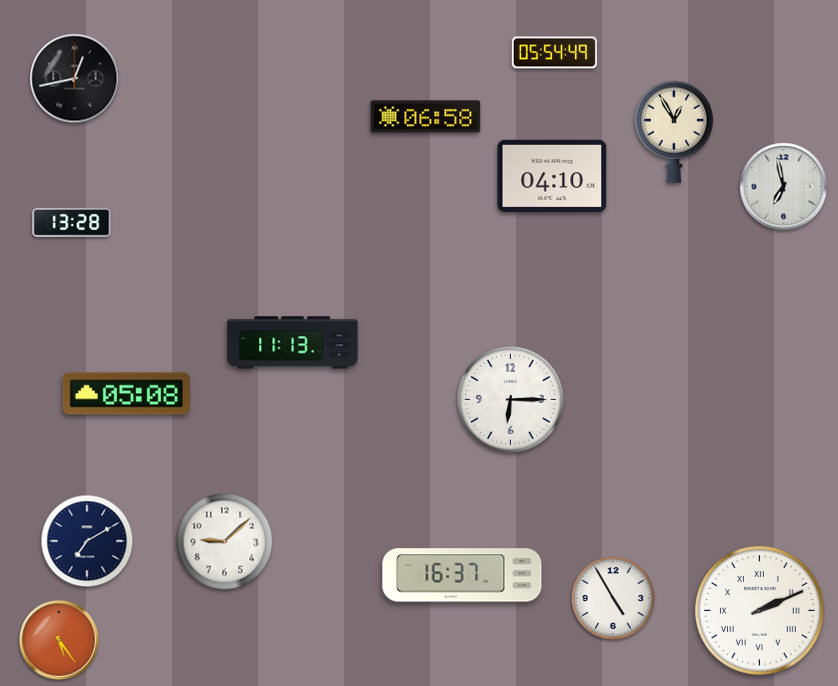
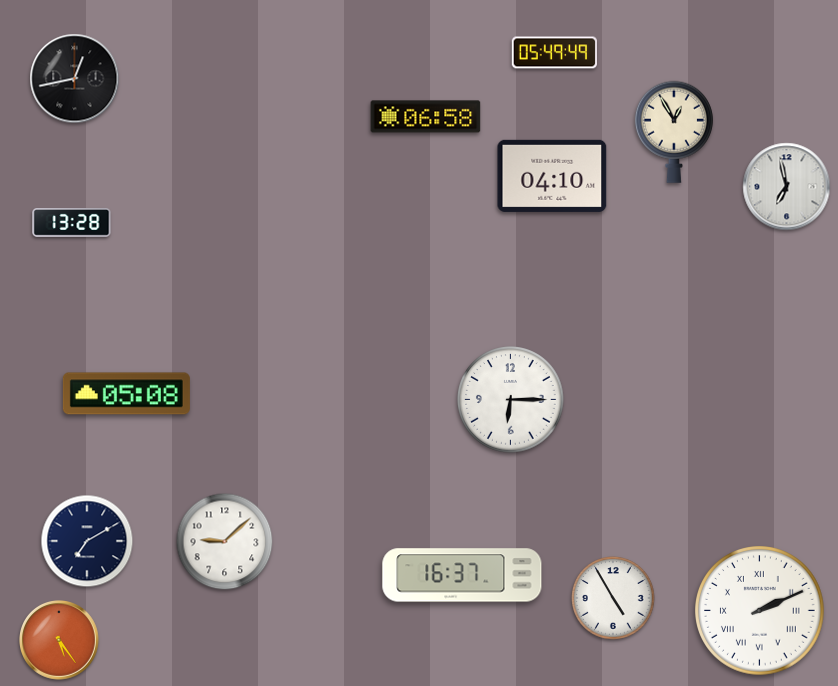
clock at (554, 53): 05:54 -> 05:49
clock at (784, 187) position: (784, 187) -> (787, 187)
clock at (293, 343): 11:13 -> none
